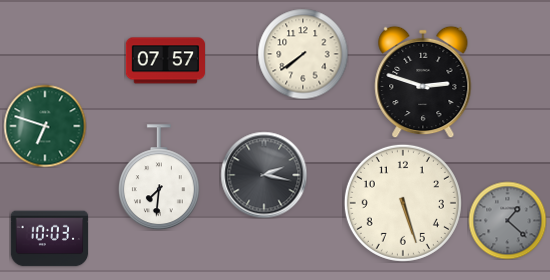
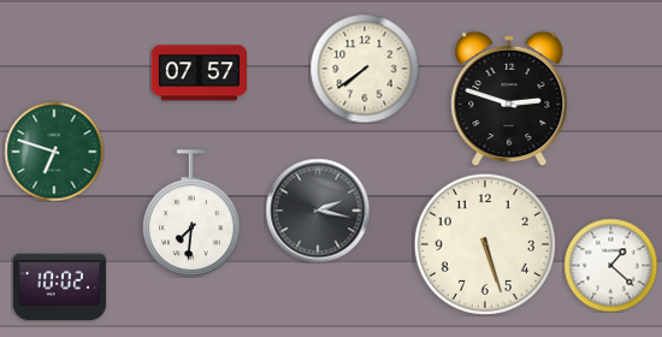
clock at (303, 54) position: (303, 54) -> (365, 69)
clock at (507, 220) dial: grey -> white
clock at (49, 239): 10:03 -> 10:02
